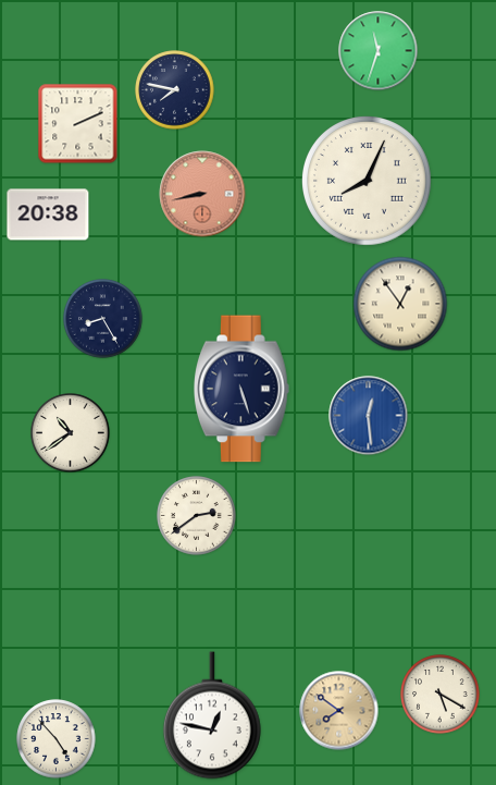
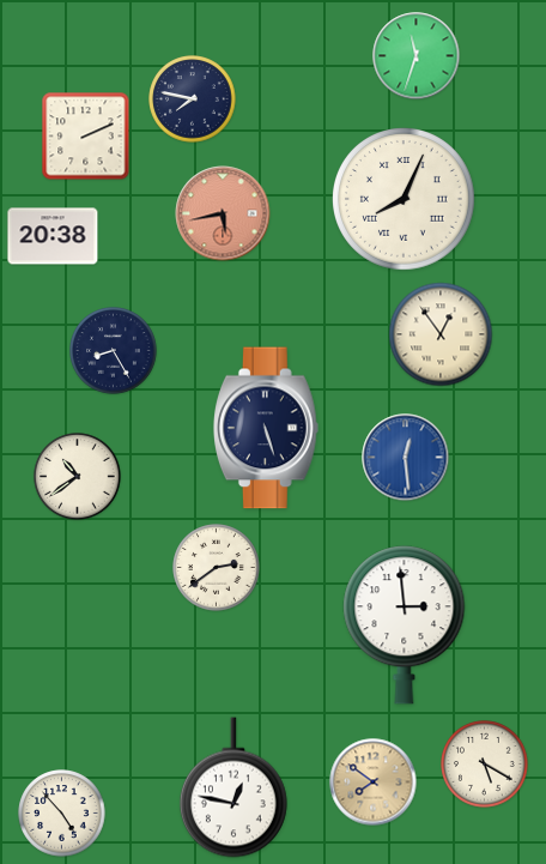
clock at (202, 194): 8:43 -> 5:43
clock at (405, 626): none -> 2:59
